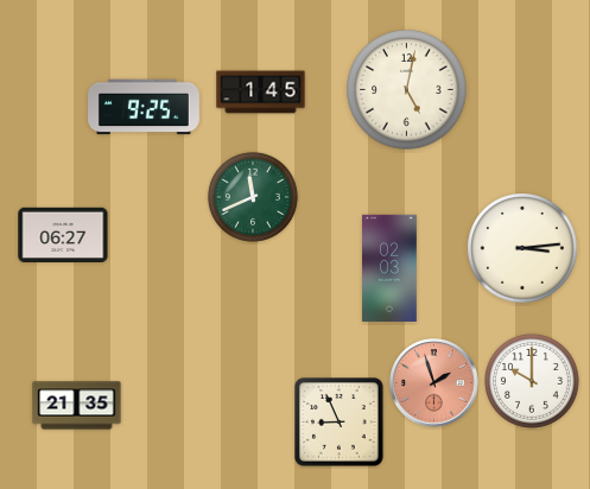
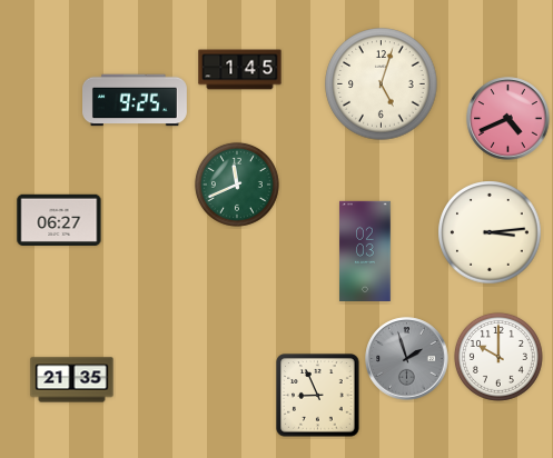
clock at (407, 90): 5:02 -> 5:03
clock at (261, 93) position: (261, 93) -> (240, 70)
clock at (508, 119): none -> 4:41
clock at (434, 383) dial: salmon -> grey
